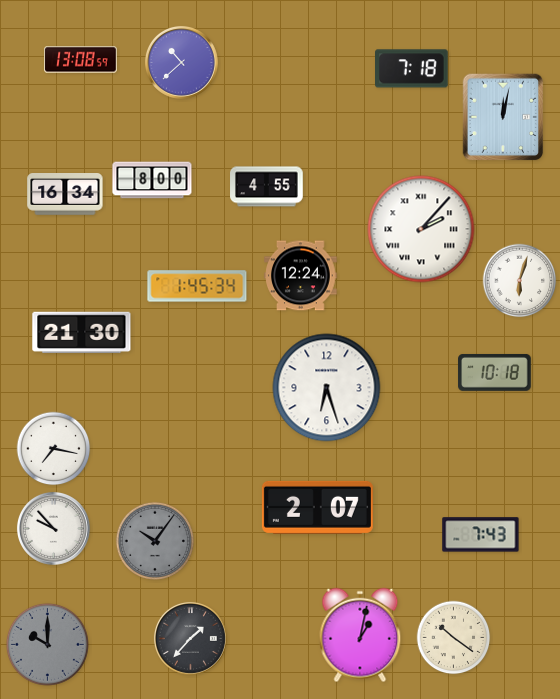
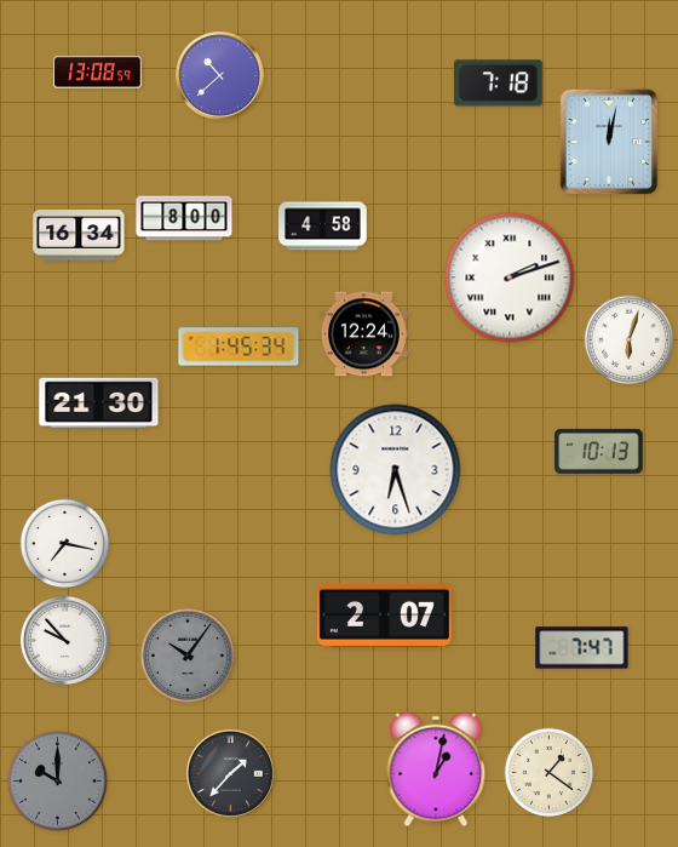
clock at (267, 187): 4:55 -> 4:58
clock at (421, 229): 2:07 -> 2:12
clock at (495, 372): 10:18 -> 10:13
clock at (481, 535): 7:43 -> 7:47
clock at (454, 638): 10:21 -> 1:21
